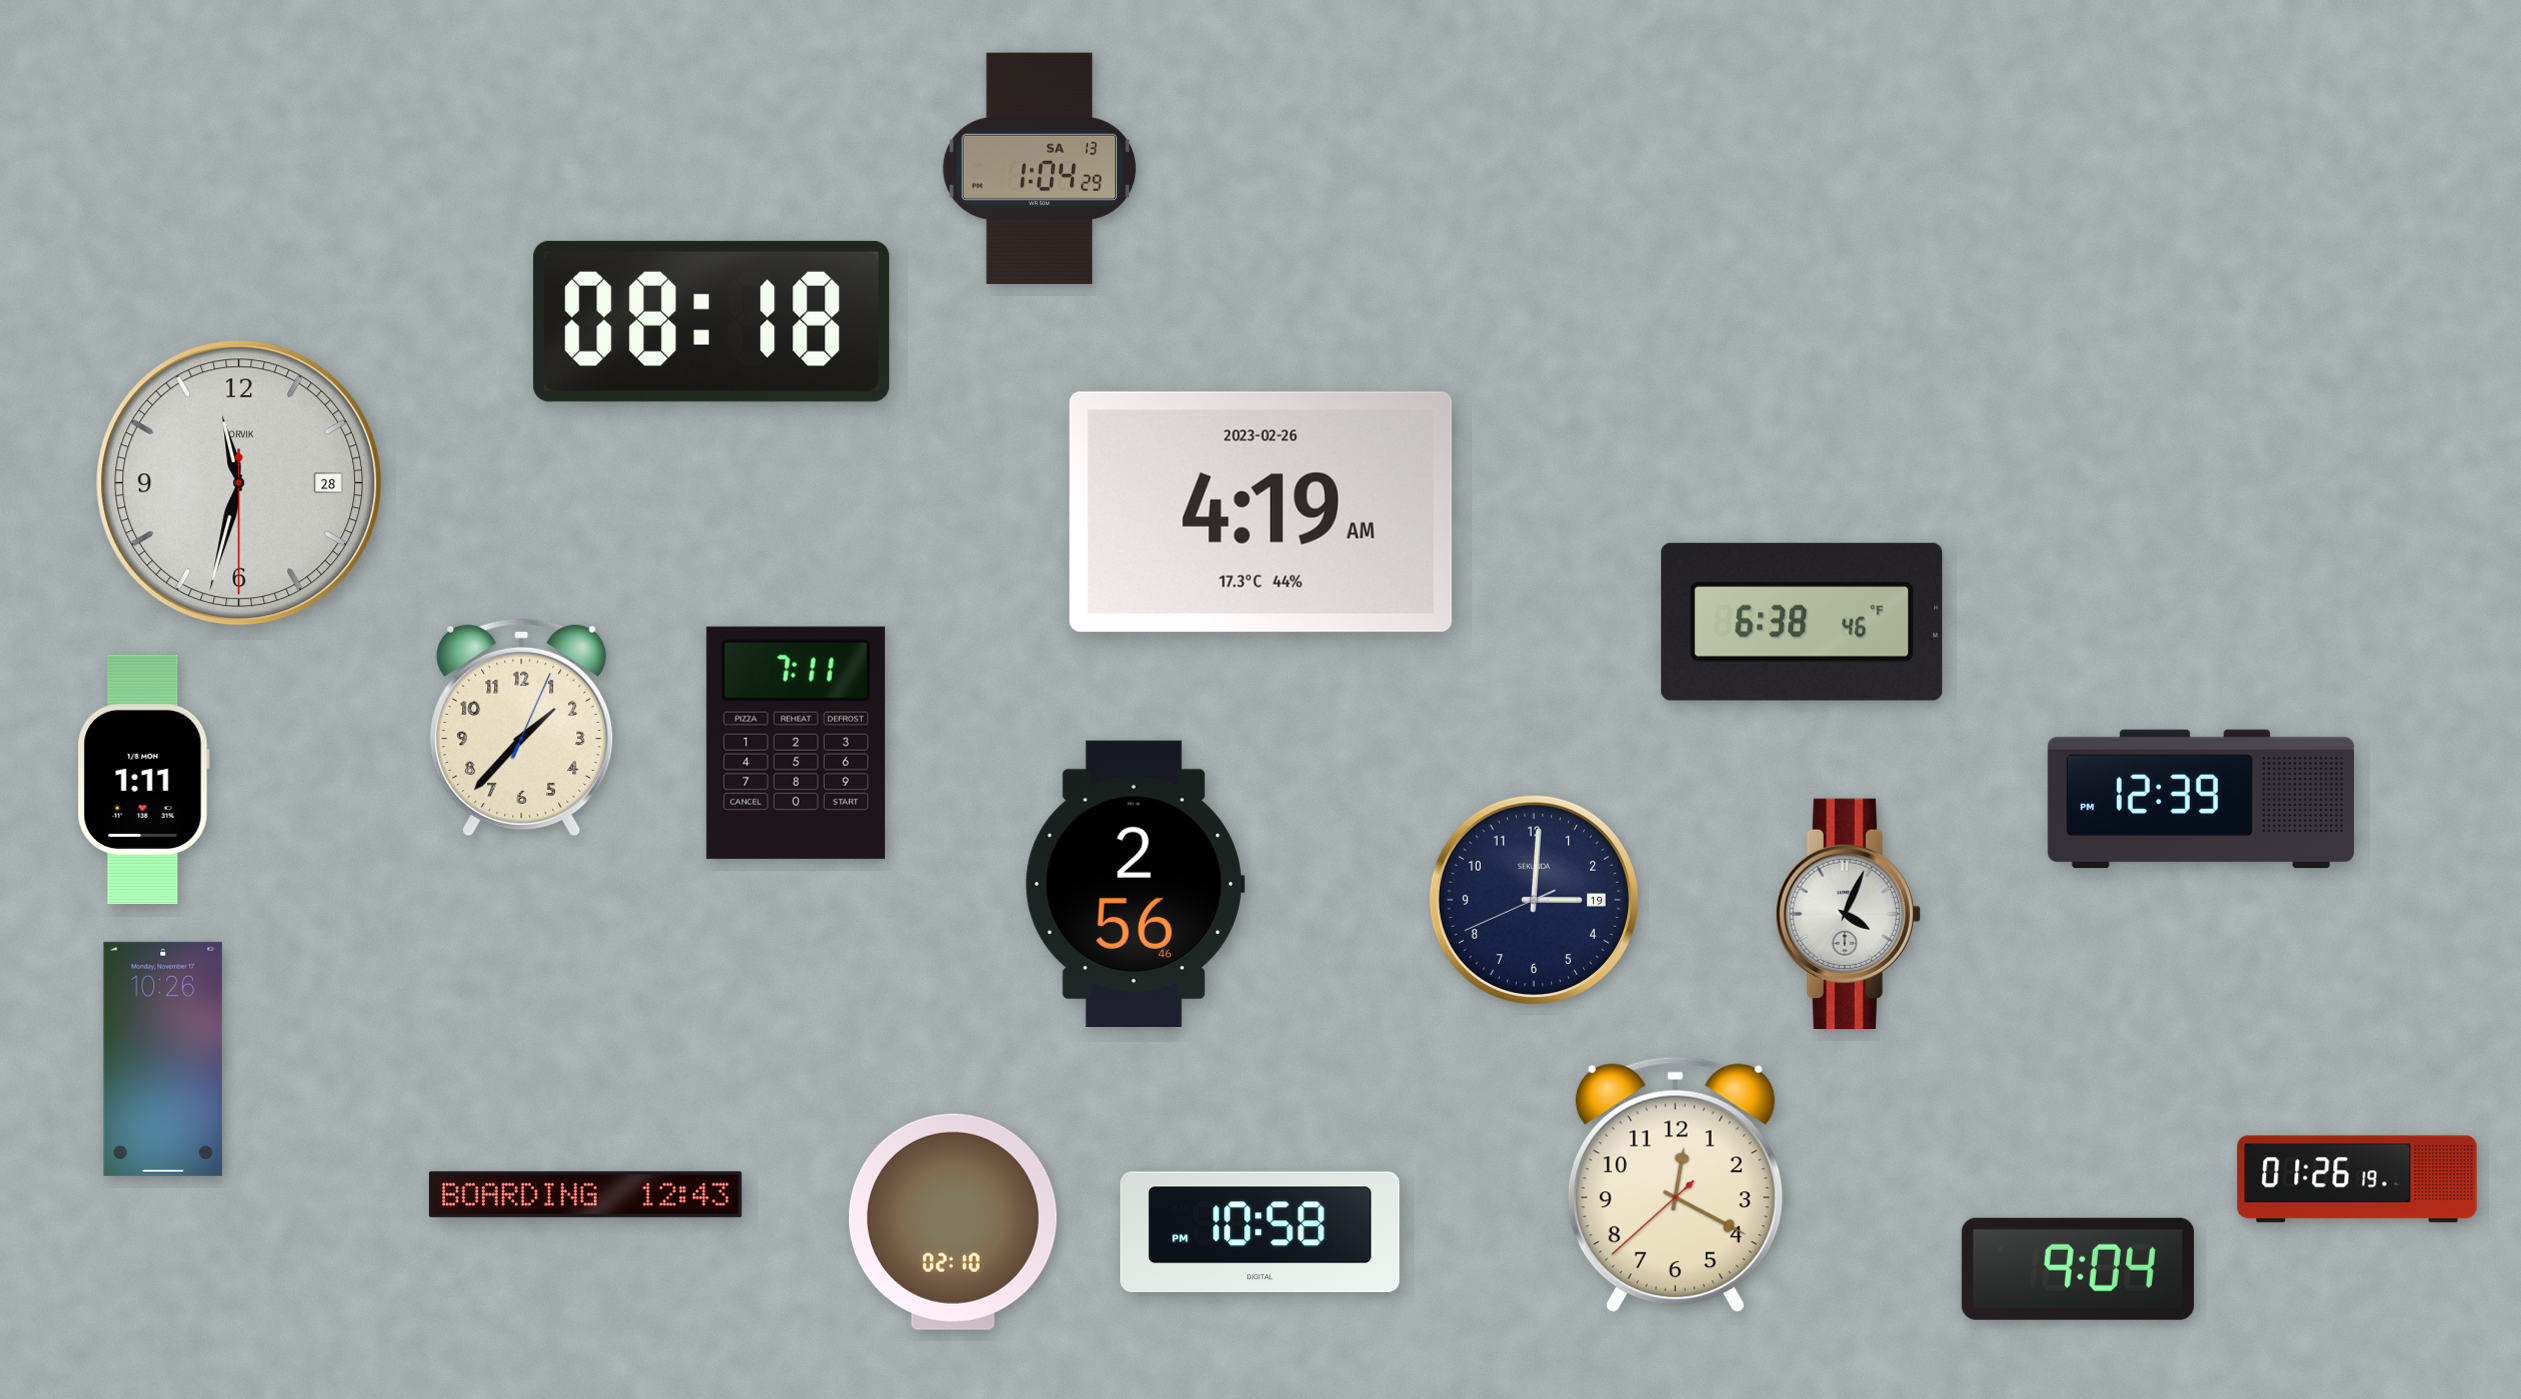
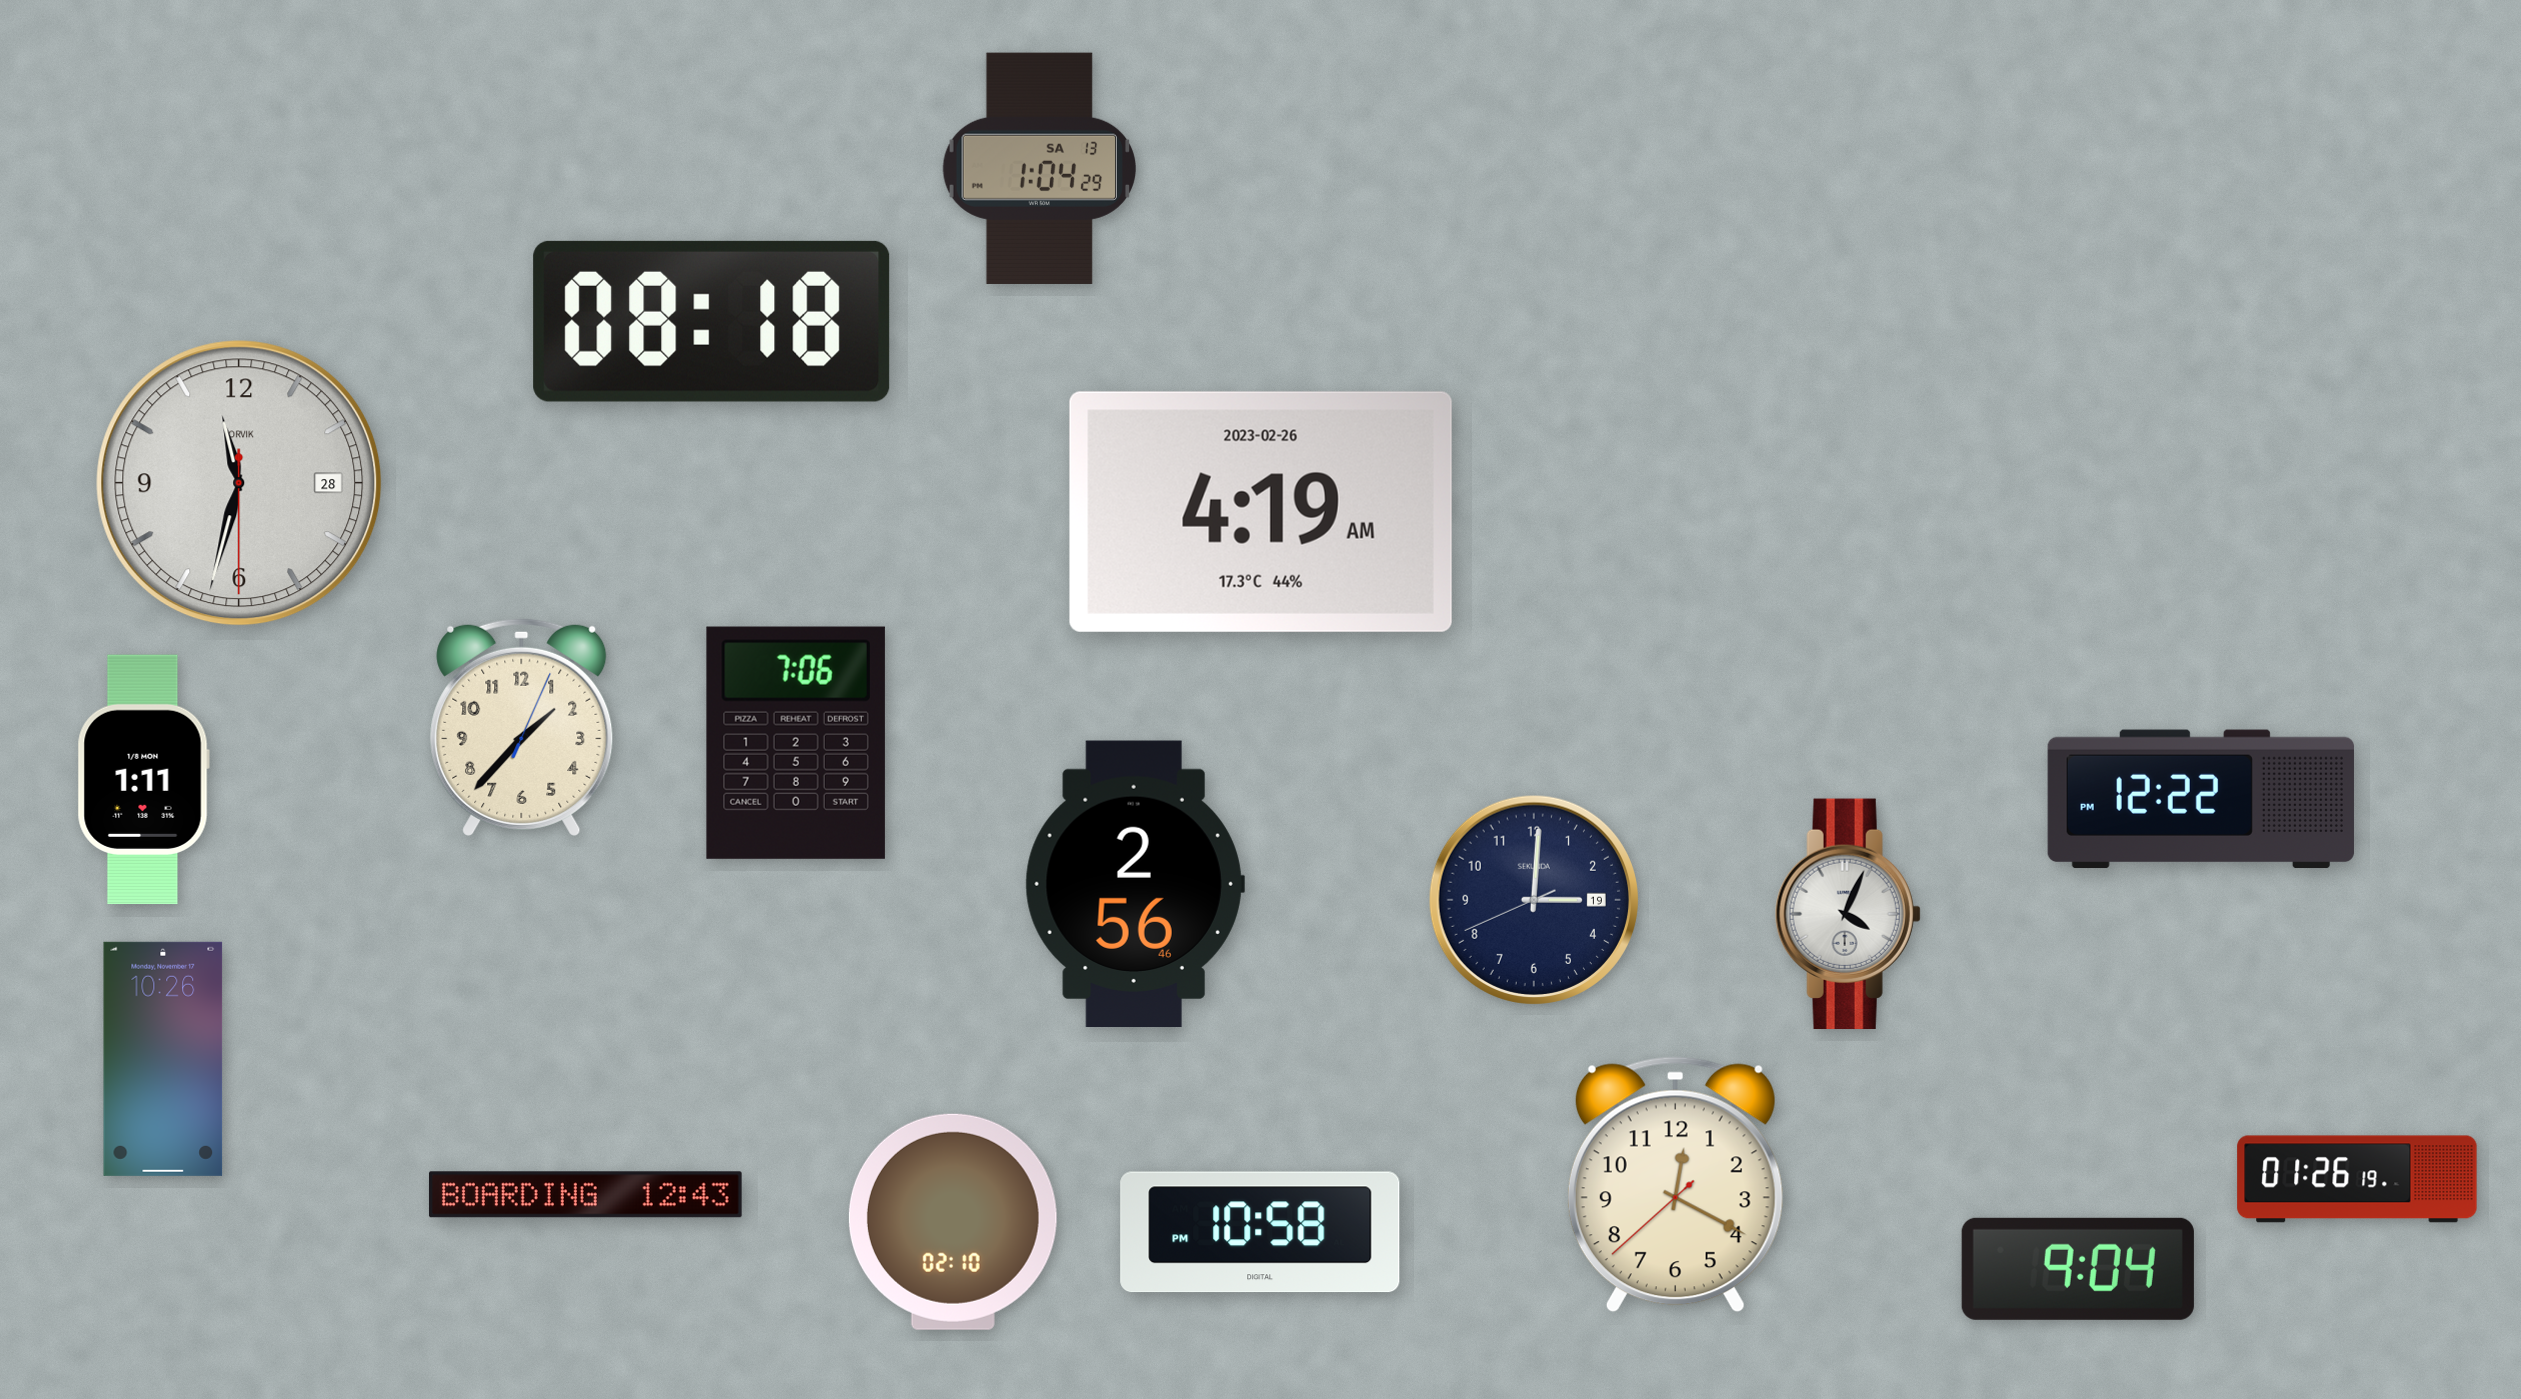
clock at (1802, 622): 6:38 -> none
clock at (796, 743): 7:11 -> 7:06
clock at (2201, 799): 12:39 -> 12:22
